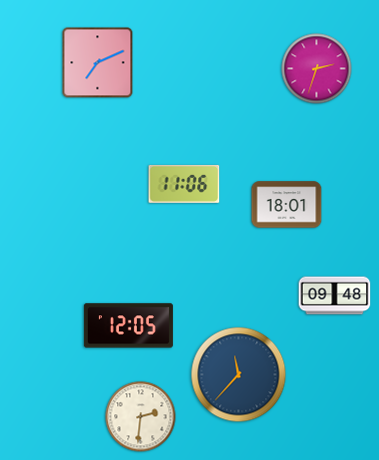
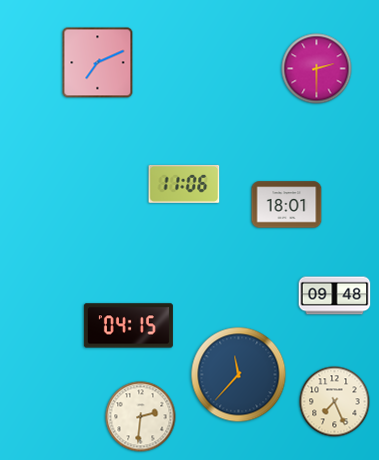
clock at (317, 69): 2:33 -> 2:30
clock at (128, 326): 12:05 -> 04:15
clock at (335, 402): none -> 7:26
